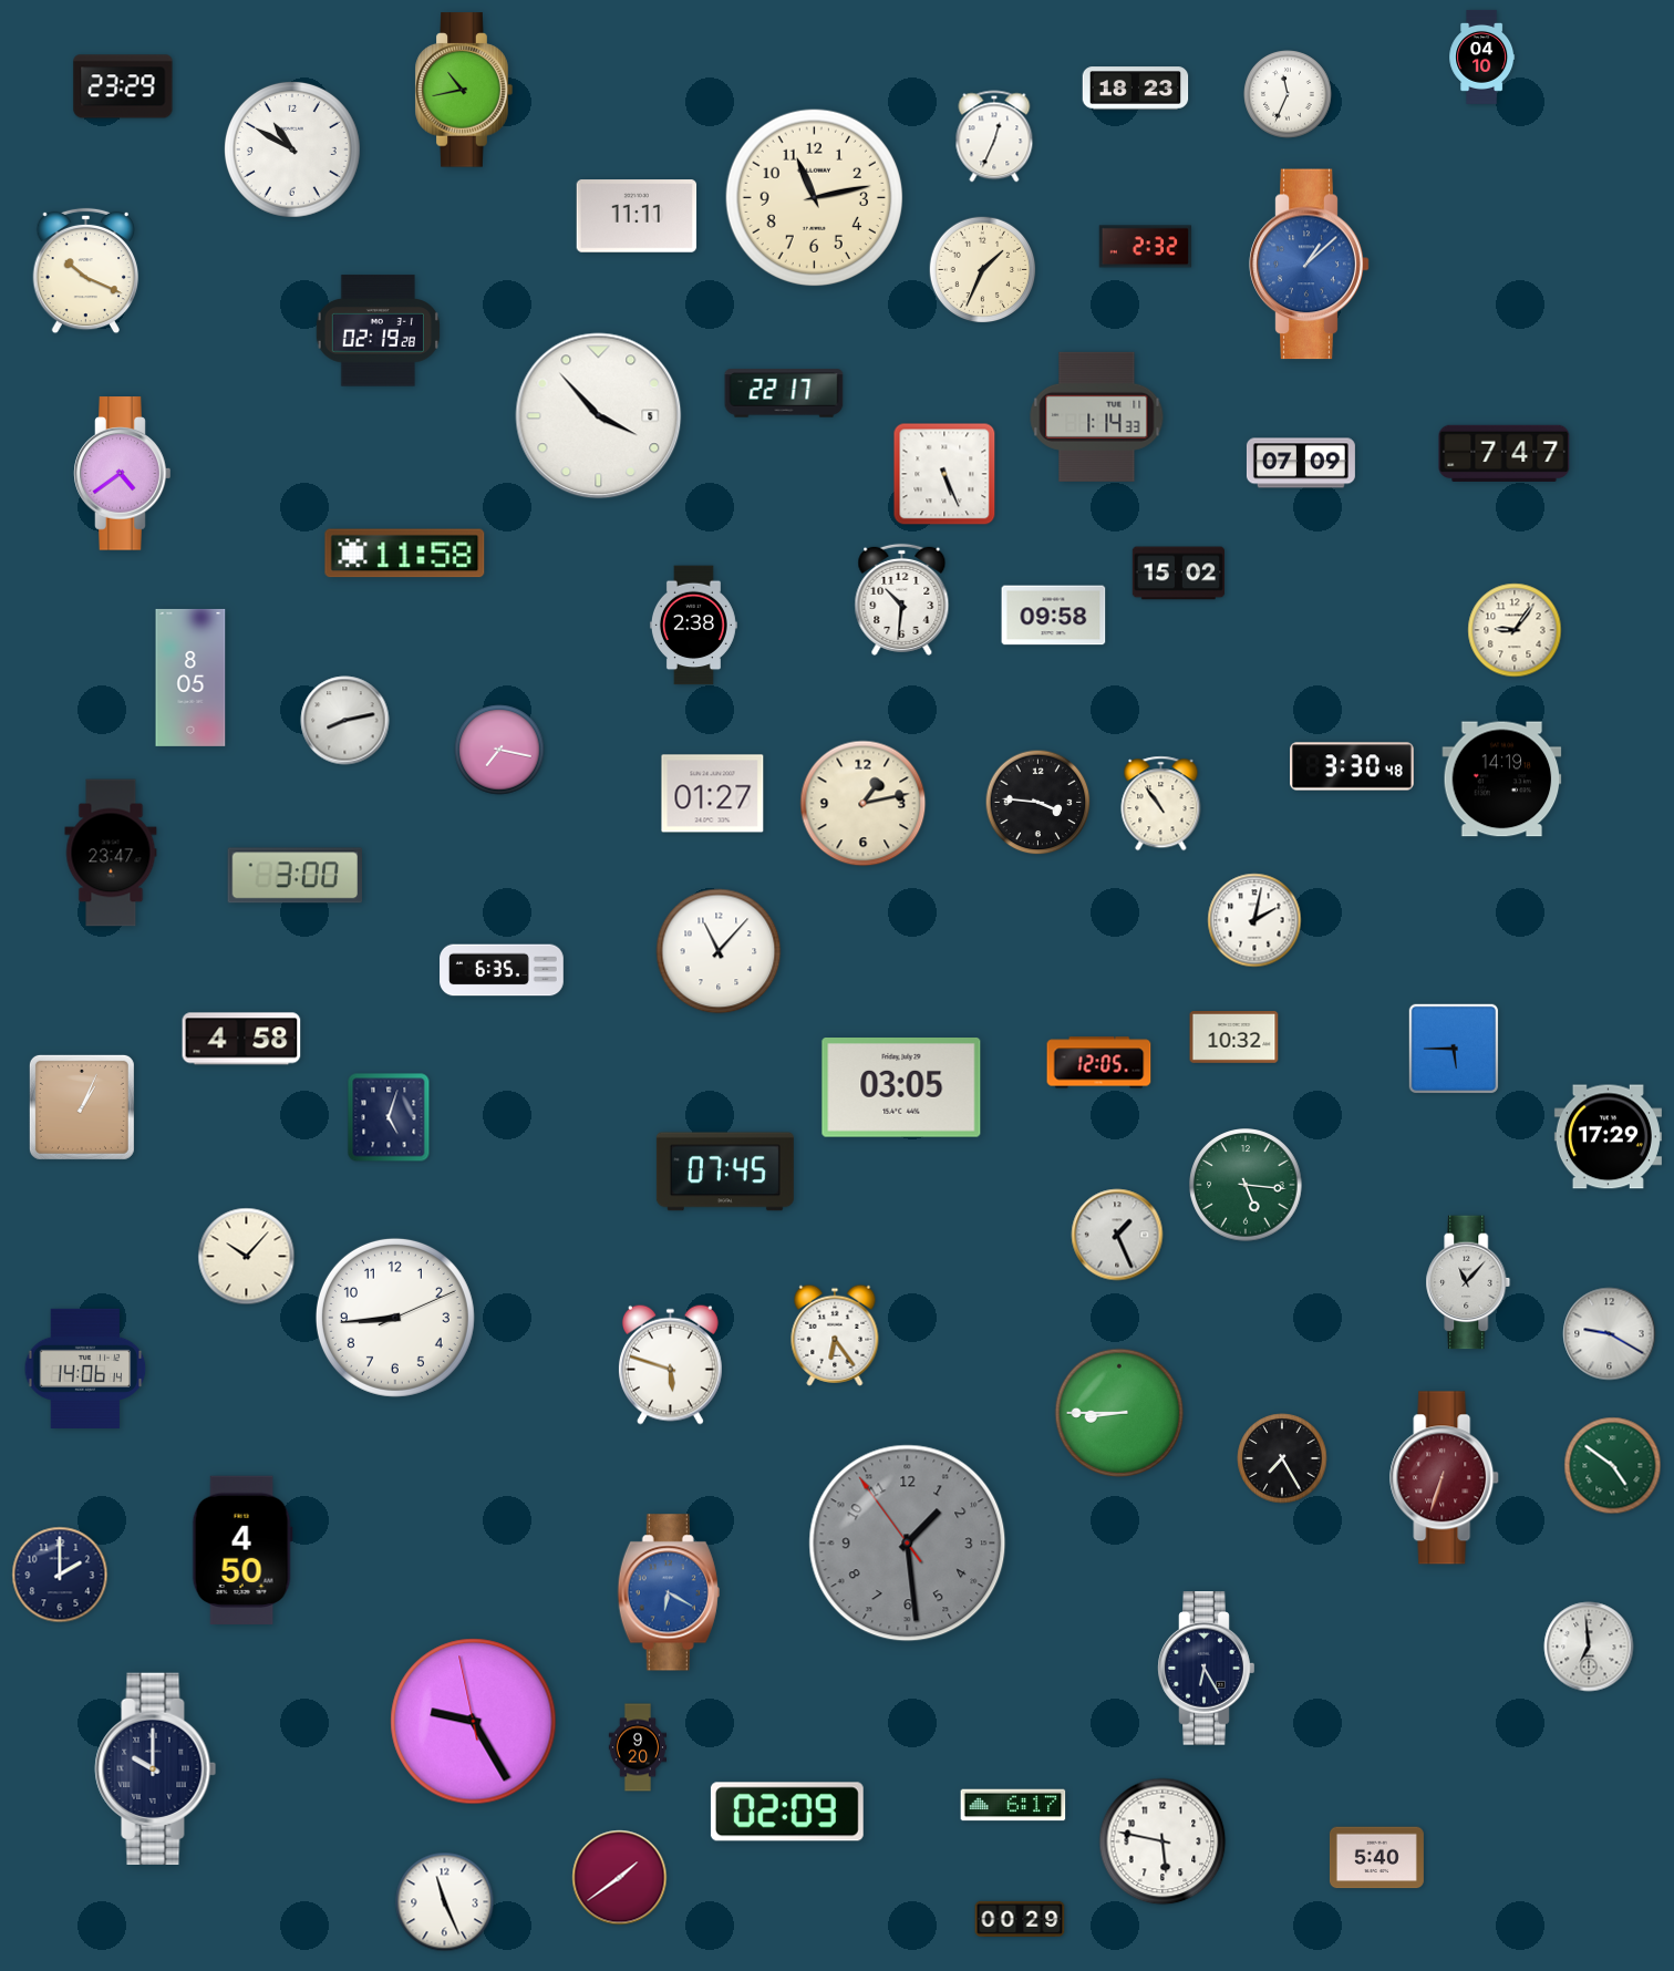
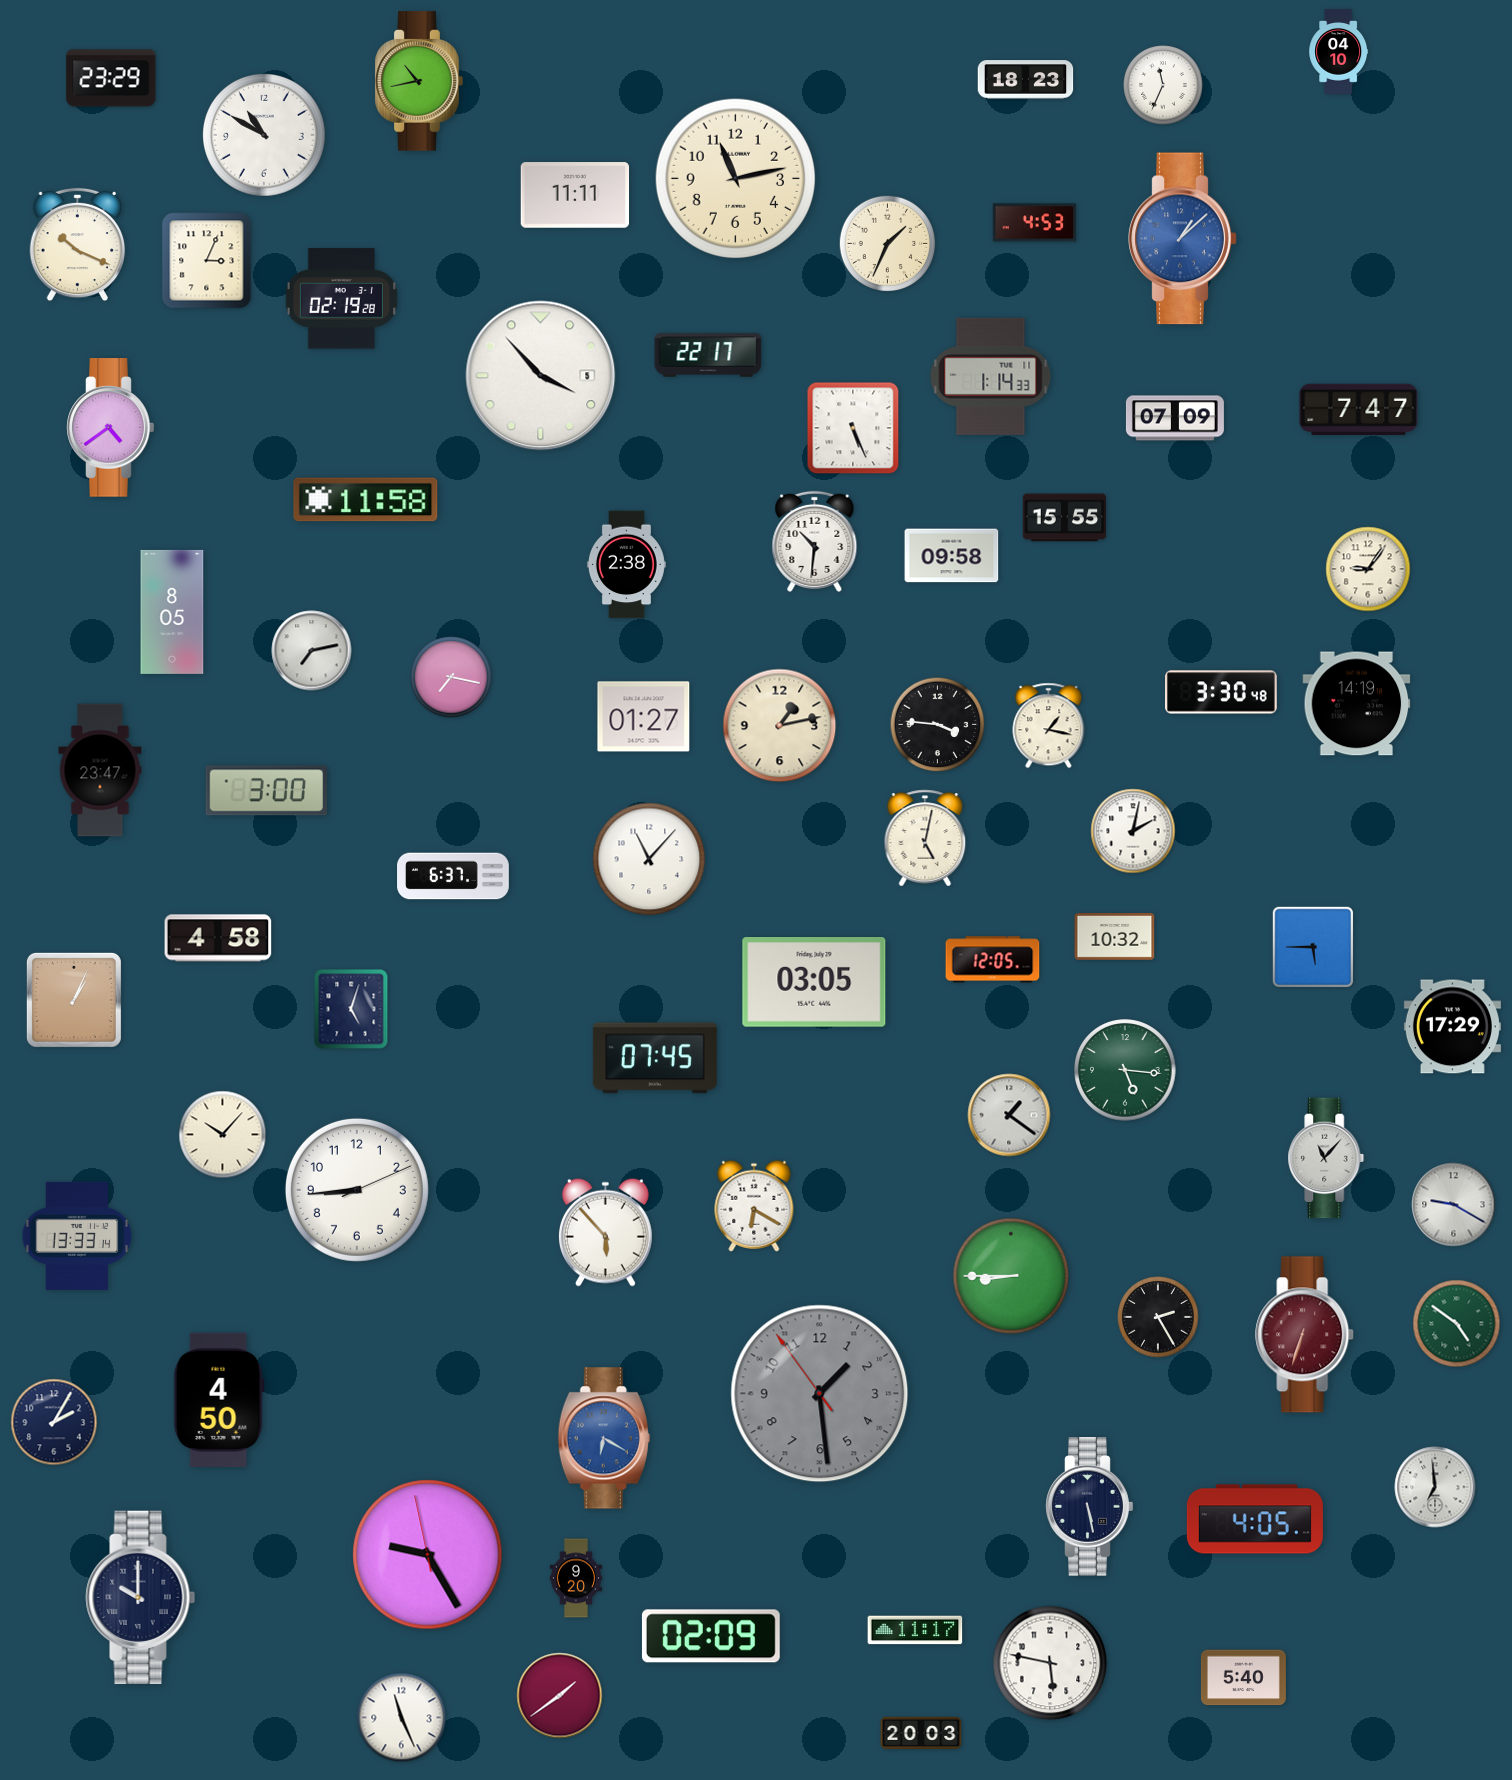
clock at (994, 136): 12:34 -> none
clock at (1145, 247): 2:32 -> 4:53
clock at (207, 261): none -> 3:04
clock at (1178, 574): 15:02 -> 15:55
clock at (345, 721): 8:13 -> 7:13
clock at (1161, 804): 10:54 -> 1:17
clock at (925, 838): none -> 5:02
clock at (502, 970): 6:35 -> 6:37
clock at (1117, 1235): 1:26 -> 1:21
clock at (835, 1335): 6:24 -> 6:20
clock at (670, 1364): 5:48 -> 5:53
clock at (85, 1369): 14:06 -> 13:33
clock at (1282, 1458): 7:25 -> 2:25
clock at (60, 1575): 2:00 -> 2:05
clock at (1207, 1669): 6:25 -> 5:28
clock at (1255, 1519): none -> 4:05
clock at (1013, 1805): 6:17 -> 11:17
clock at (1020, 1919): 00:29 -> 20:03
